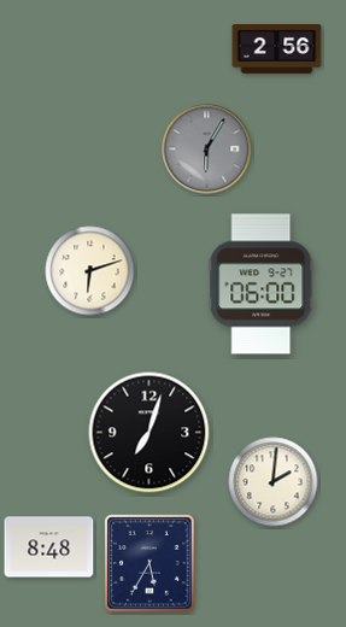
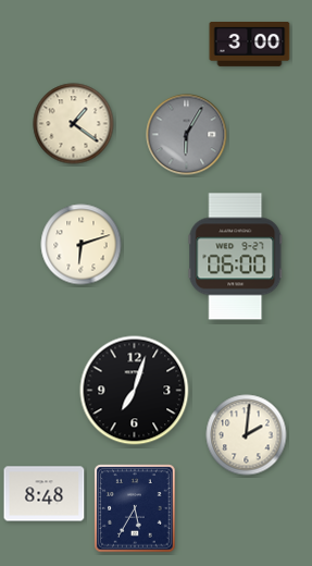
clock at (277, 49): 2:56 -> 3:00
clock at (74, 124): none -> 1:21
